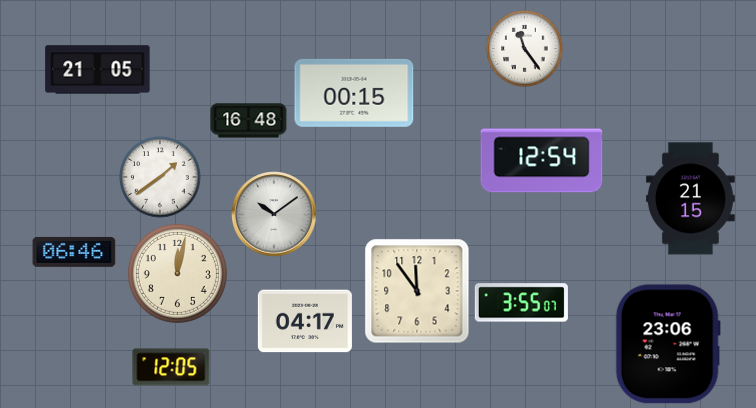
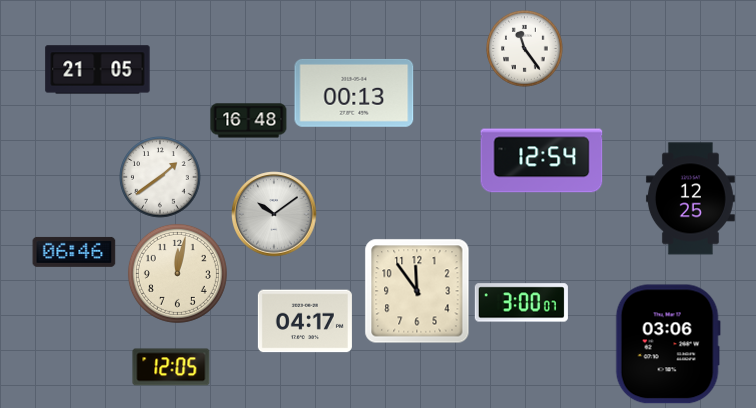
clock at (354, 93): 00:15 -> 00:13
clock at (690, 199): 21:15 -> 12:25
clock at (521, 303): 3:55 -> 3:00
clock at (668, 344): 23:06 -> 03:06
